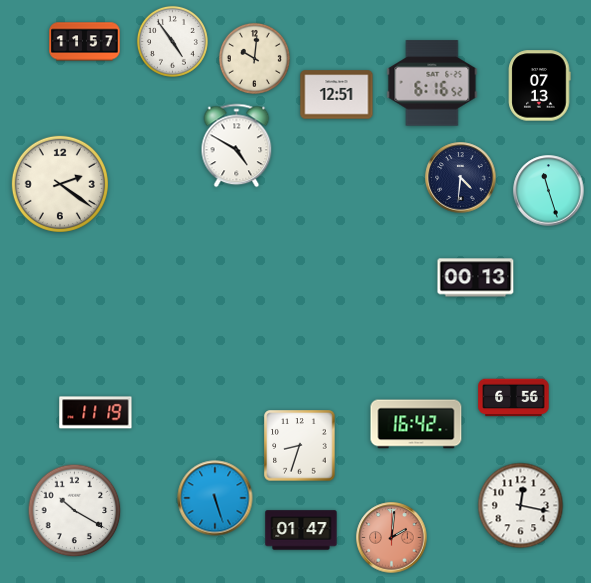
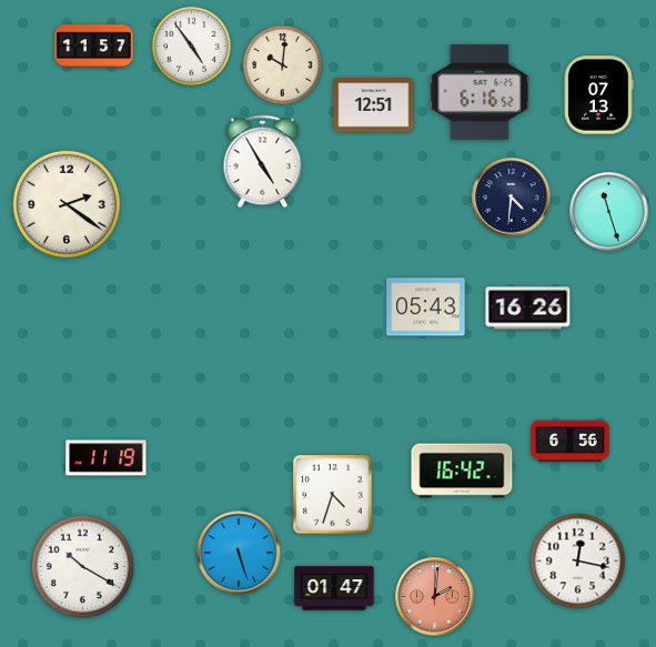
clock at (237, 146): 4:50 -> 4:55
clock at (426, 307): none -> 05:43
clock at (476, 278): 00:13 -> 16:26
clock at (300, 446): 8:33 -> 4:33
